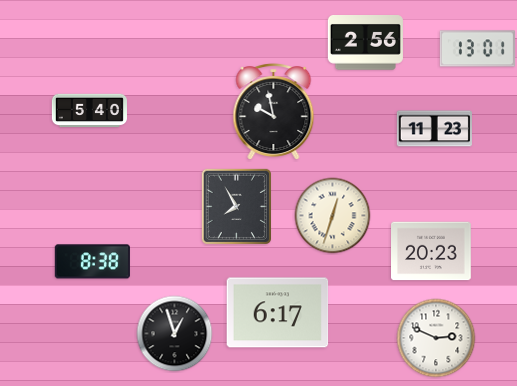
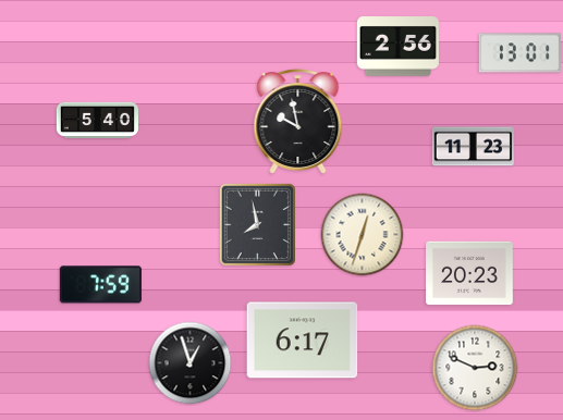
clock at (434, 129) position: (434, 129) -> (473, 147)
clock at (236, 206): 7:55 -> 7:58
clock at (92, 262): 8:38 -> 7:59
